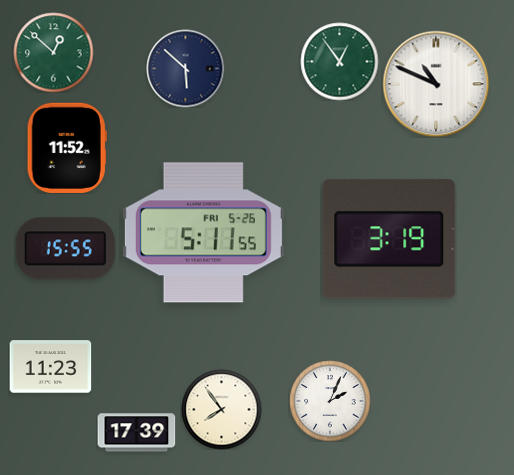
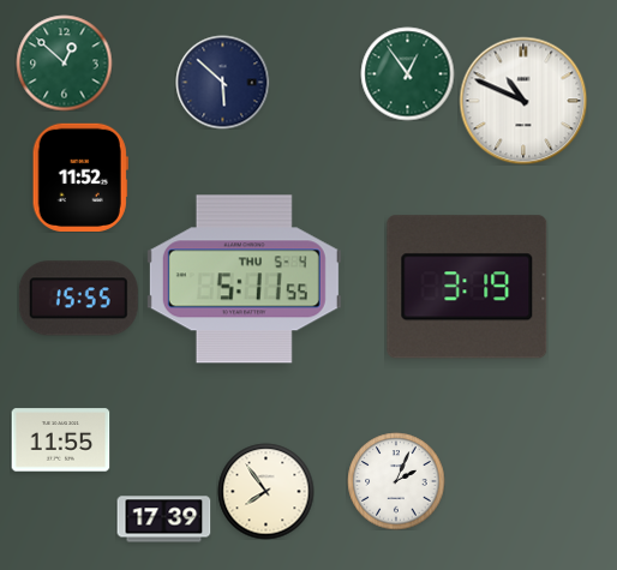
clock at (203, 233) date: FRI 5-26 -> THU 5-4
clock at (50, 367): 11:23 -> 11:55
